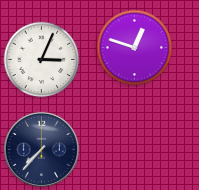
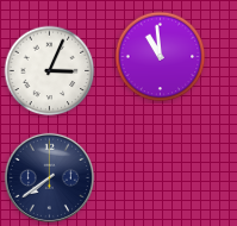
clock at (135, 48): 12:48 -> 10:59
clock at (41, 149): 7:37 -> 7:39
